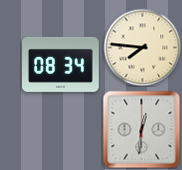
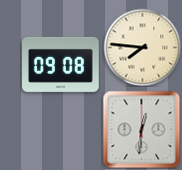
clock at (61, 64): 08:34 -> 09:08
